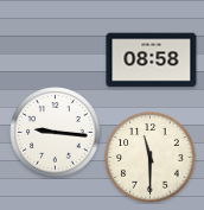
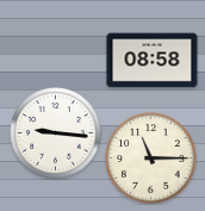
clock at (151, 158): 11:30 -> 11:15
